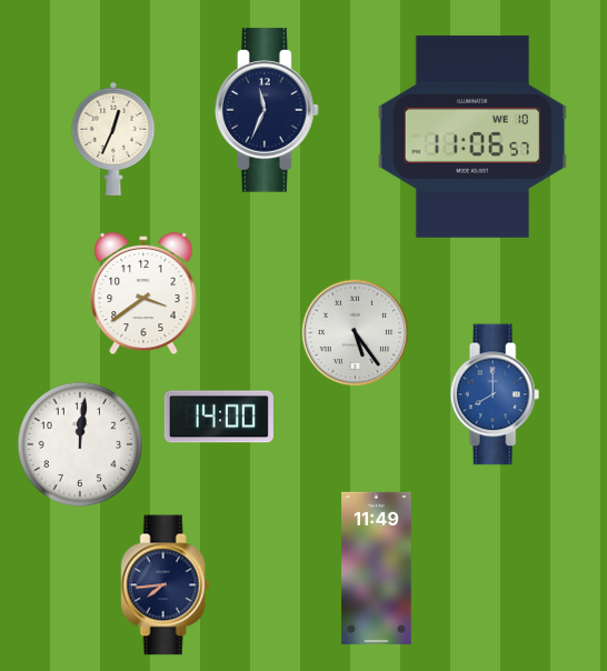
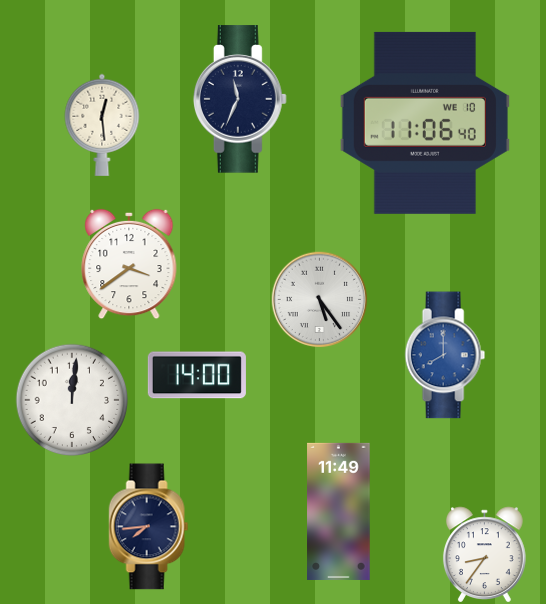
clock at (472, 137): 11:06:57 -> 11:06:40
clock at (113, 139): 12:34 -> 12:29
clock at (484, 555): none -> 8:36
